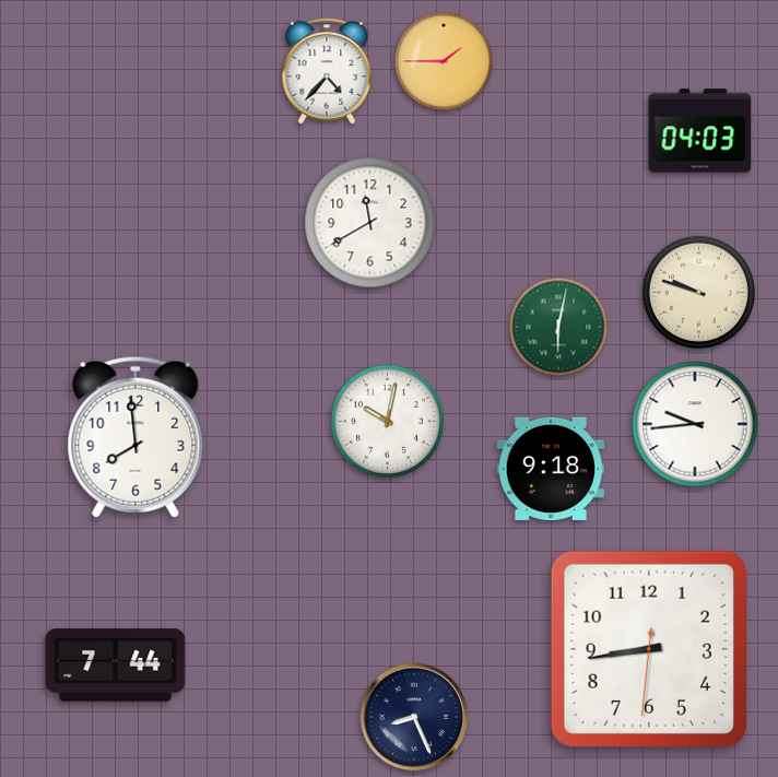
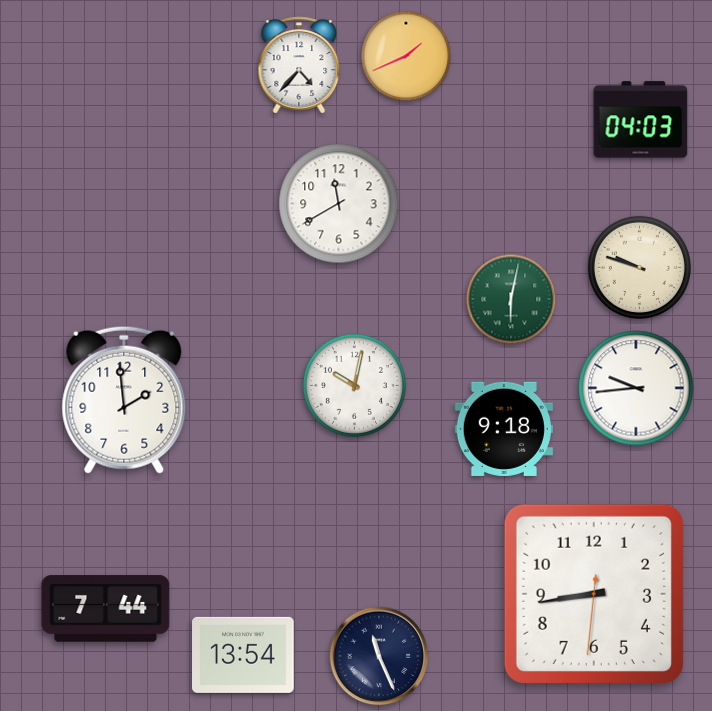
clock at (444, 61): 1:45 -> 1:41
clock at (135, 437): 7:59 -> 1:59
clock at (244, 655): none -> 13:54
clock at (414, 717): 8:26 -> 11:26
